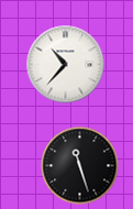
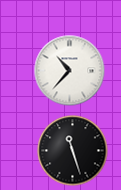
clock at (66, 65) position: (66, 65) -> (70, 71)
